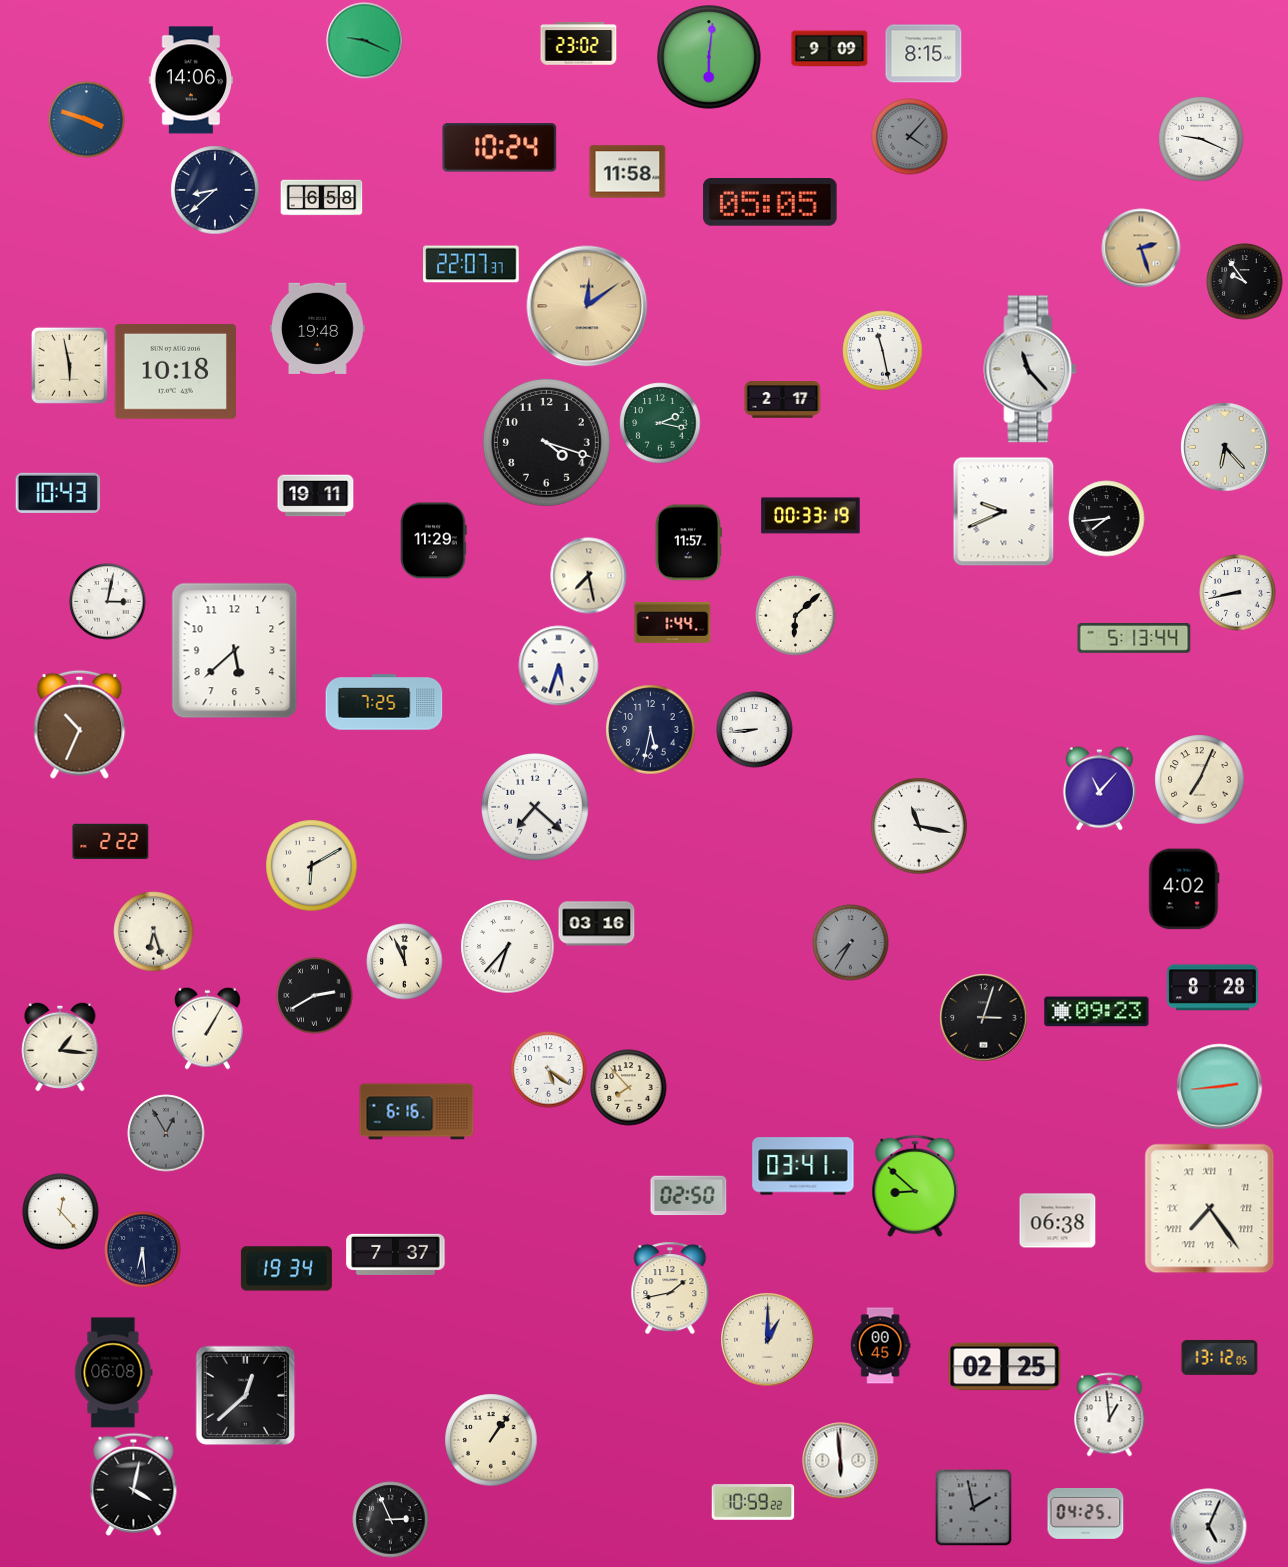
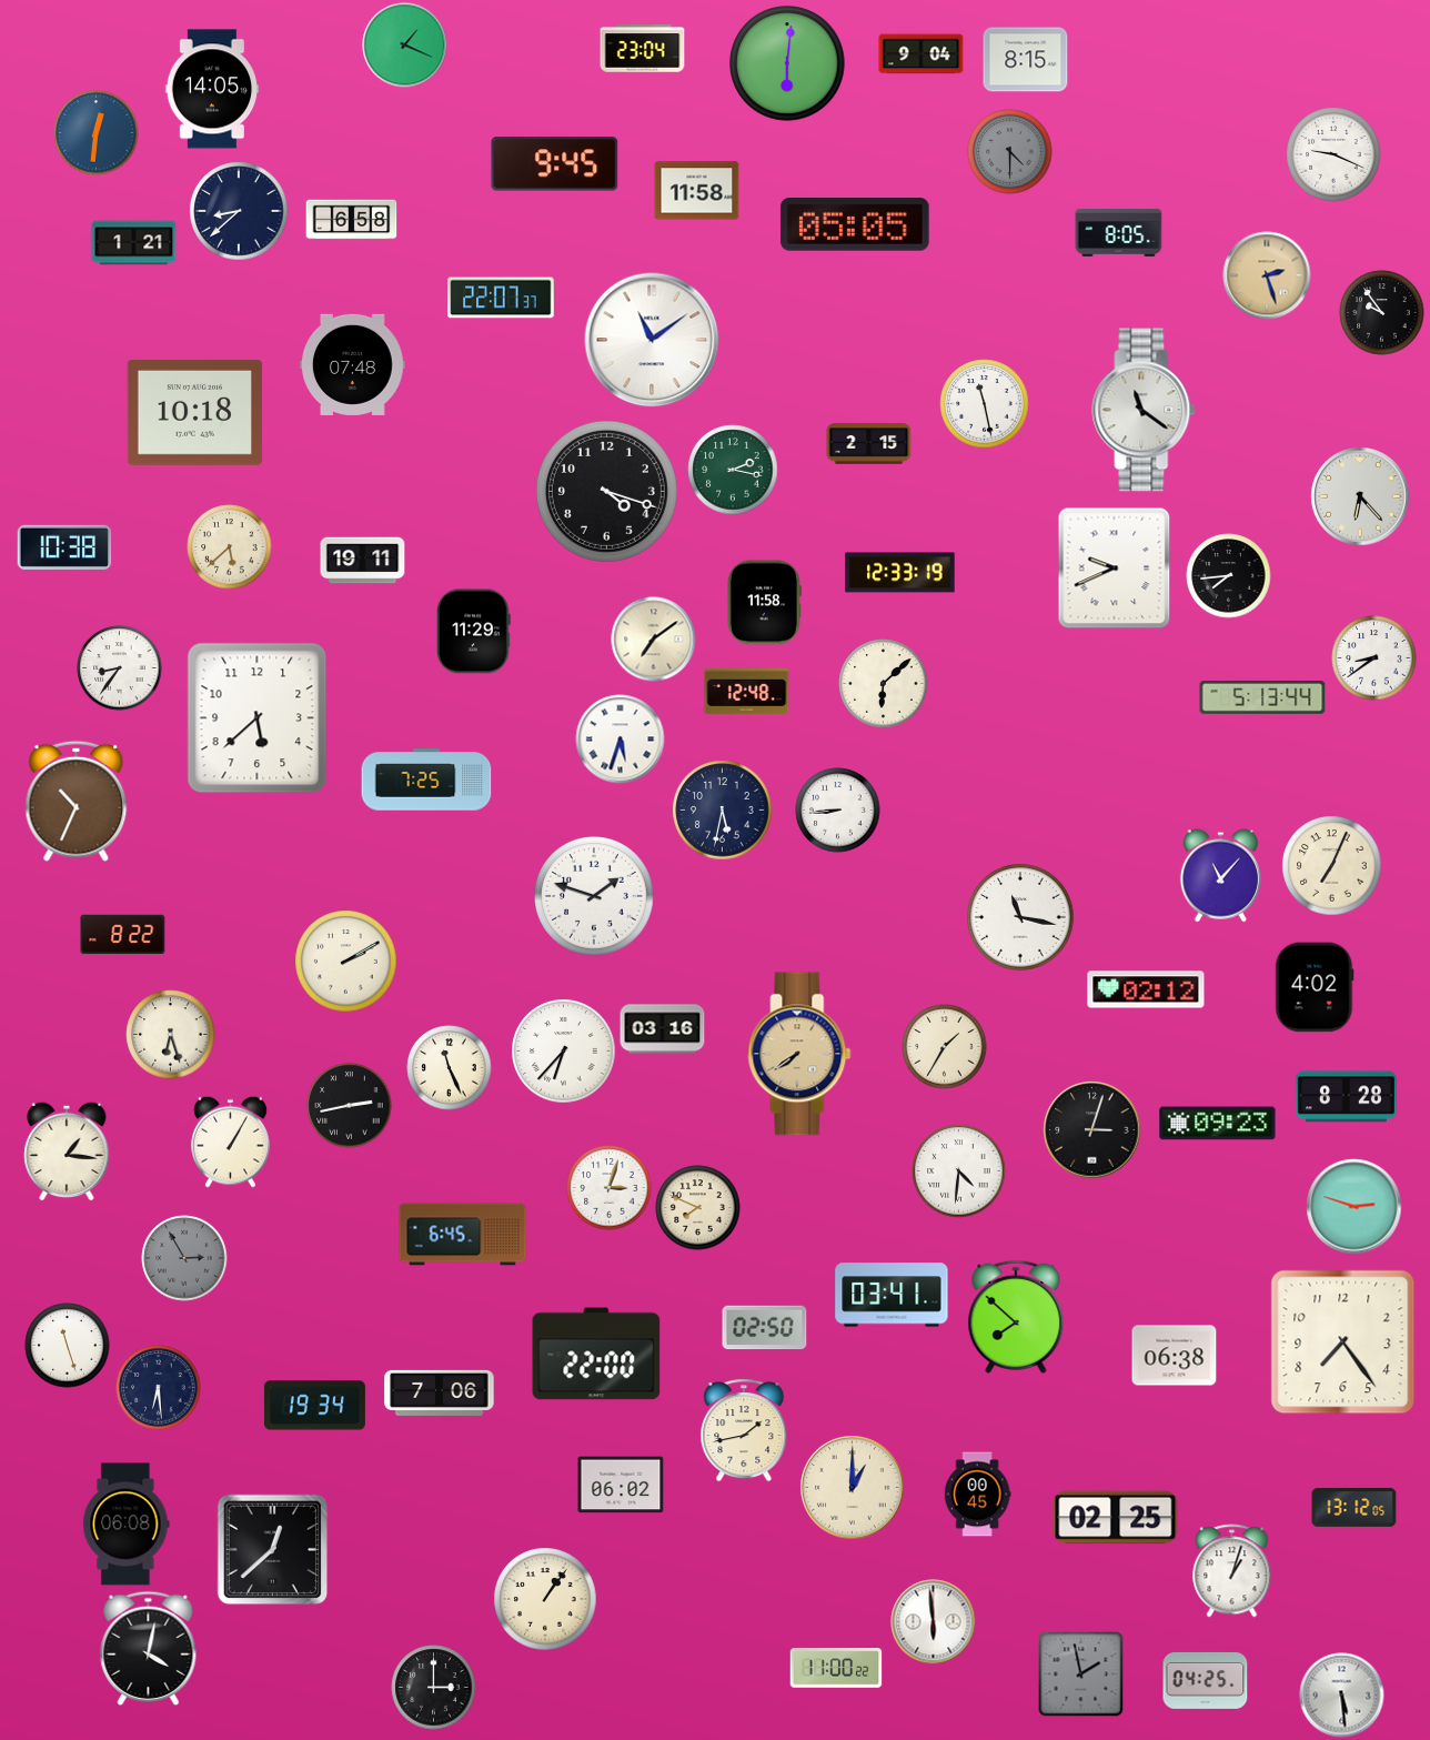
clock at (365, 41): 9:19 -> 1:19
clock at (579, 44): 23:02 -> 23:04
clock at (830, 49): 9:09 -> 9:04
clock at (191, 80): 14:06 -> 14:05
clock at (87, 120): 3:48 -> 12:31
clock at (910, 137): 4:07 -> 4:30
clock at (500, 148): 10:24 -> 9:45
clock at (322, 198) position: (322, 198) -> (352, 220)
clock at (1119, 232): none -> 8:05
clock at (134, 243): none -> 1:21
clock at (471, 264) position: (471, 264) -> (501, 298)
clock at (587, 306): 12:09 -> 11:09
clock at (587, 306) dial: champagne -> white
clock at (318, 328): 19:48 -> 07:48
clock at (883, 351) position: (883, 351) -> (985, 404)
clock at (69, 365): 5:58 -> none
clock at (1030, 369): 11:23 -> 11:21
clock at (783, 400): 2:17 -> 2:15
clock at (58, 493): 10:43 -> 10:38
clock at (230, 547): none -> 5:38
clock at (316, 496) position: (316, 496) -> (363, 561)
clock at (811, 516): 00:33 -> 12:33
clock at (434, 541) position: (434, 541) -> (474, 632)
clock at (688, 543): 11:57 -> 11:58
clock at (589, 576): 7:28 -> 7:09
clock at (1238, 593): 8:43 -> 8:39
clock at (108, 602): 3:02 -> 8:36
clock at (673, 622): 1:44 -> 12:48
clock at (1134, 639) position: (1134, 639) -> (1262, 698)
clock at (235, 651) position: (235, 651) -> (258, 718)
clock at (80, 724) position: (80, 724) -> (77, 801)
clock at (535, 807): 7:22 -> 1:48
clock at (111, 842): 2:22 -> 8:22
clock at (312, 866): 6:10 -> 2:10
clock at (1146, 989): none -> 02:12
clock at (597, 924) position: (597, 924) -> (663, 1029)
clock at (851, 943): 7:35 -> 1:35
clock at (851, 943) dial: grey -> cream
clock at (799, 1054): none -> 7:39
clock at (405, 962): 11:56 -> 11:26
clock at (315, 996): 2:40 -> 2:43
clock at (60, 1047) position: (60, 1047) -> (67, 1151)
clock at (959, 1171): none -> 4:31
clock at (549, 1070): 5:21 -> 3:03
clock at (1220, 1087): 2:44 -> 2:48
clock at (629, 1088): 7:53 -> 7:49
clock at (417, 1112): 6:16 -> 6:45
clock at (166, 1133): 12:55 -> 2:55
clock at (915, 1186): 8:52 -> 7:52
clock at (1210, 1209) numerals: Roman -> Arabic
clock at (61, 1212): 12:23 -> 11:27
clock at (596, 1354): none -> 22:00
clock at (396, 1254): 7:37 -> 7:06
clock at (286, 1269) position: (286, 1269) -> (314, 1406)
clock at (621, 1485): none -> 06:02
clock at (1110, 1415): 12:59 -> 1:03
clock at (753, 1502): 10:59 -> 11:00
clock at (391, 1520): 2:56 -> 3:00
clock at (1209, 1527): 5:04 -> 5:29
